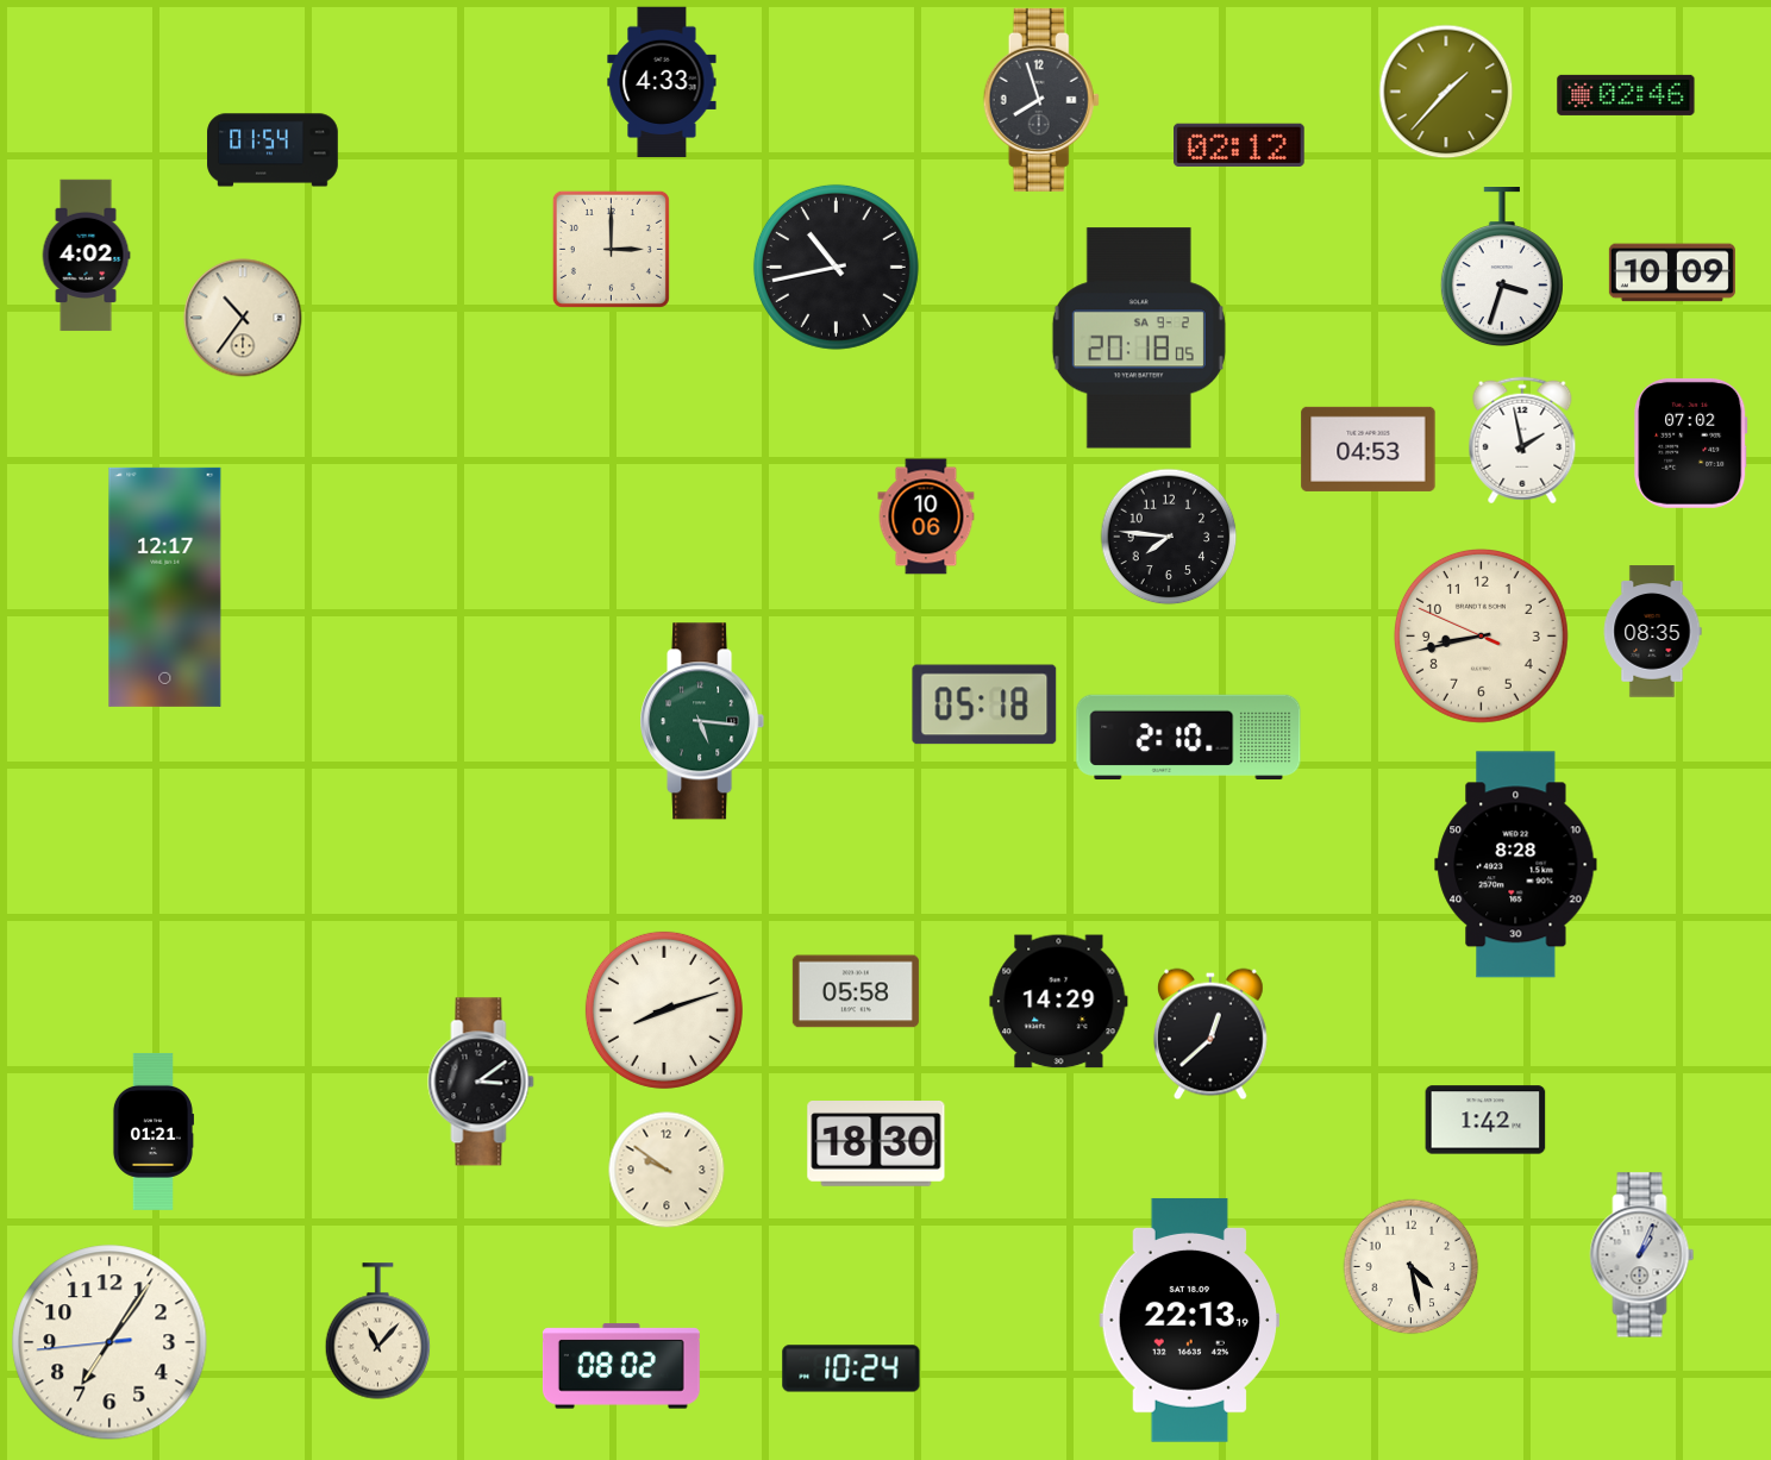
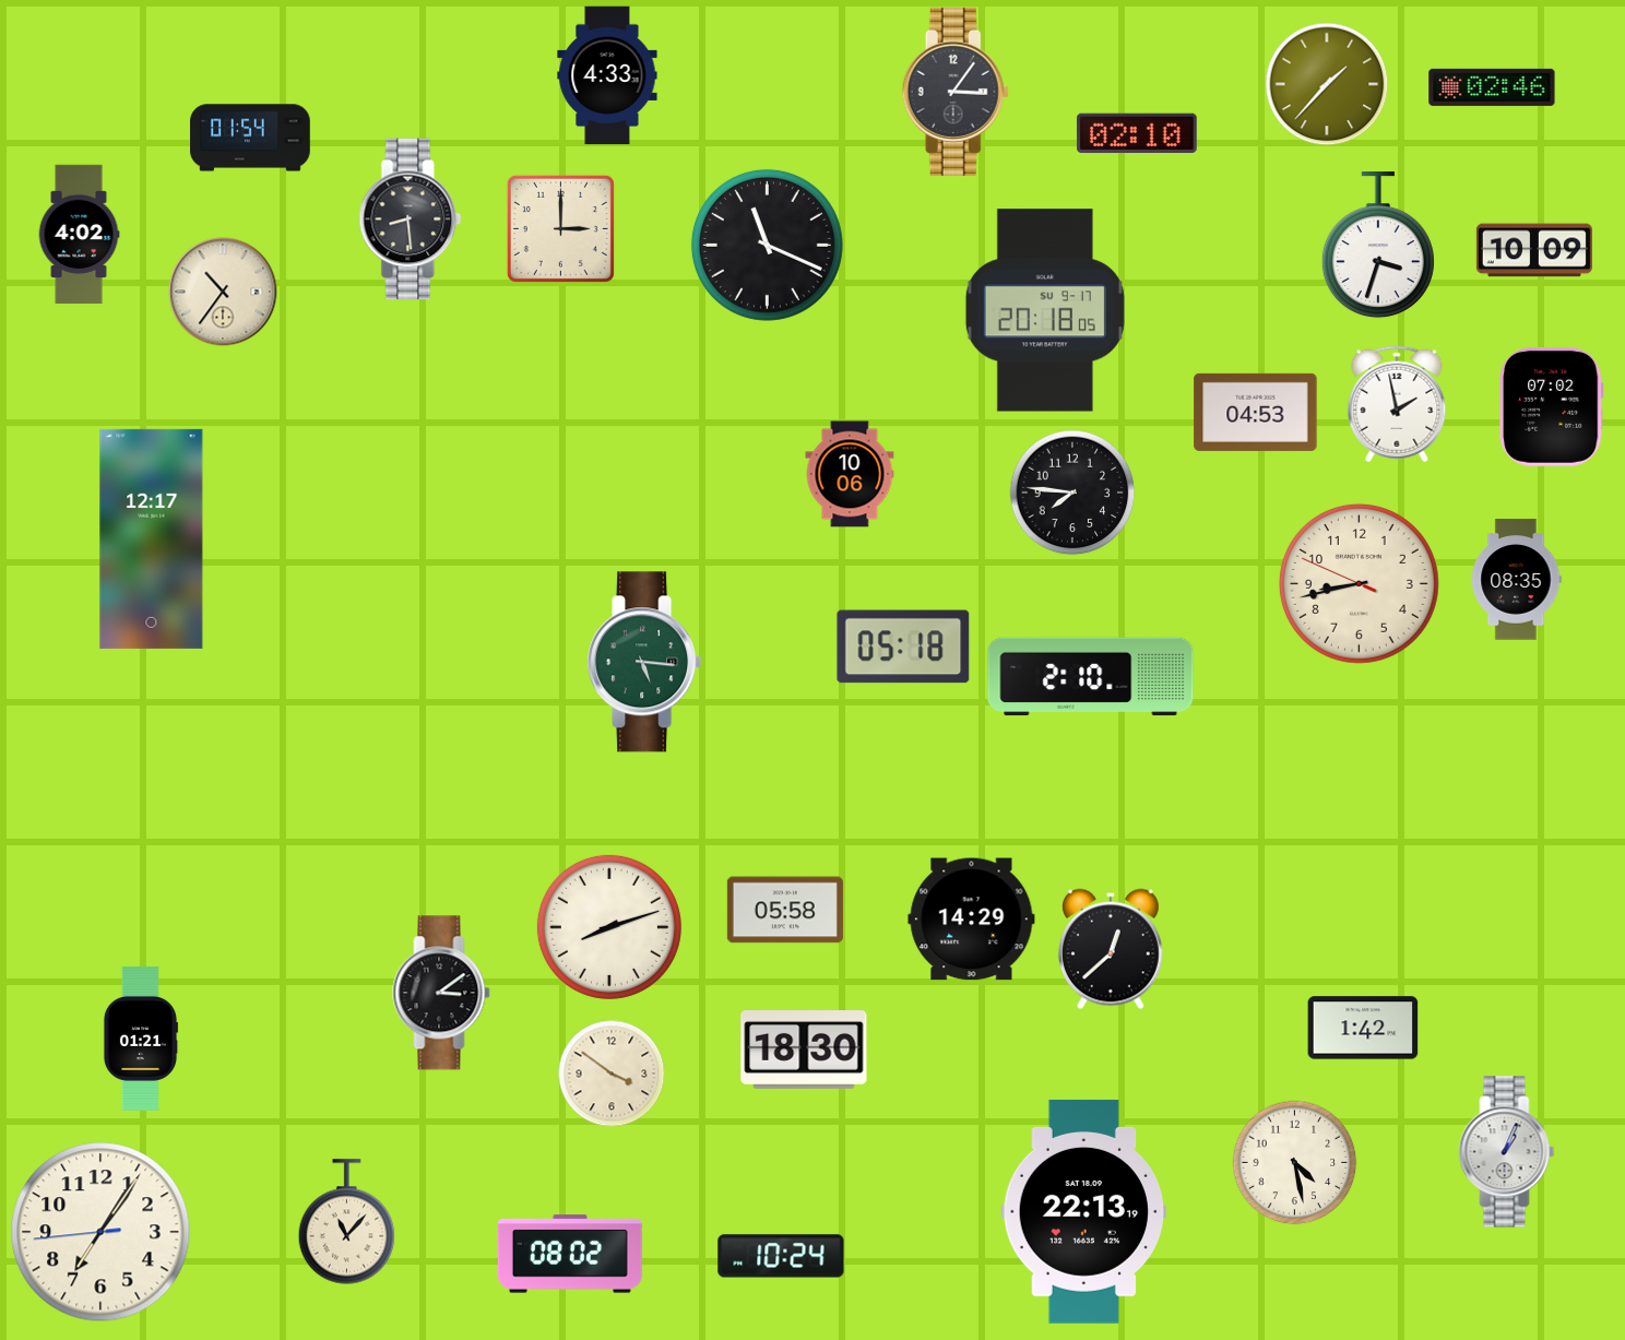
clock at (1041, 100): 7:57 -> 3:06
clock at (1240, 144): 02:12 -> 02:10
clock at (411, 220): none -> 8:29
clock at (836, 267): 10:43 -> 11:19
clock at (1139, 338) date: SA 9-2 -> SU 9-17
clock at (1516, 865): 8:28 -> none
clock at (667, 1170): 9:51 -> 3:51
clock at (1190, 1320) position: (1190, 1320) -> (1084, 1211)
